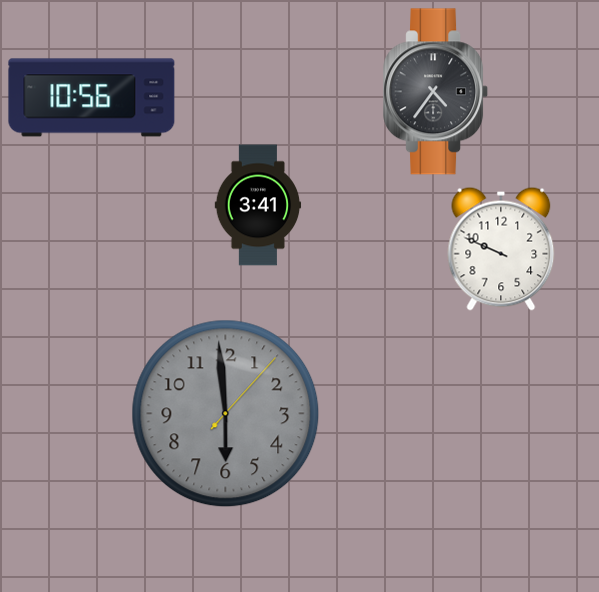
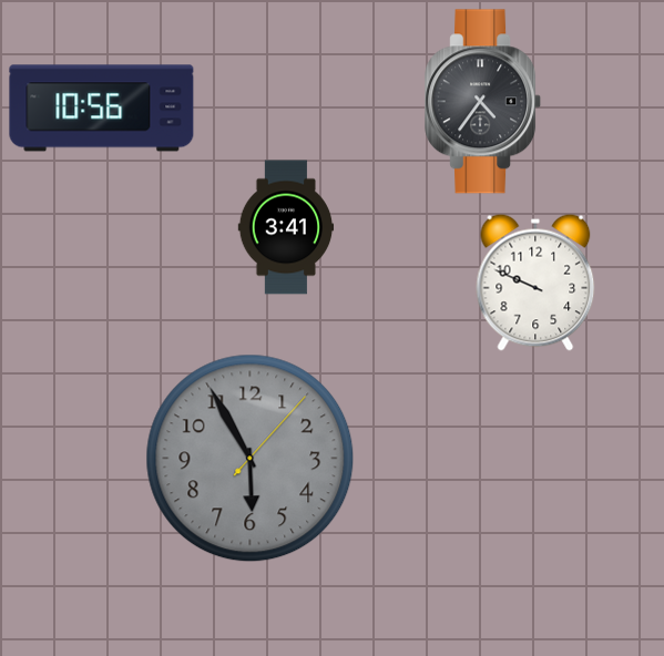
clock at (501, 249) position: (501, 249) -> (535, 283)
clock at (226, 414): 5:59 -> 5:55
